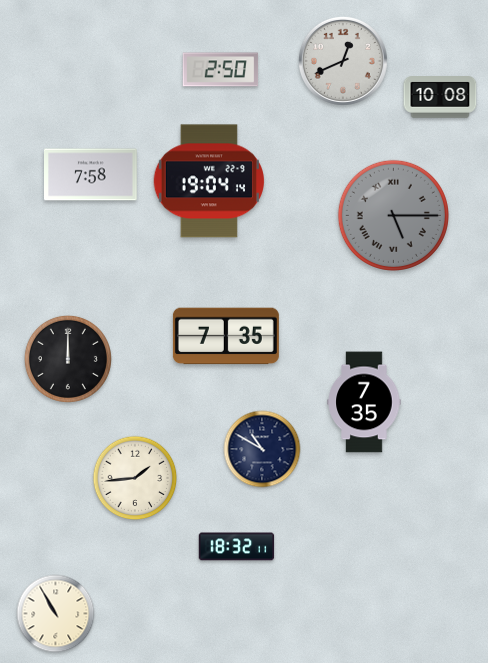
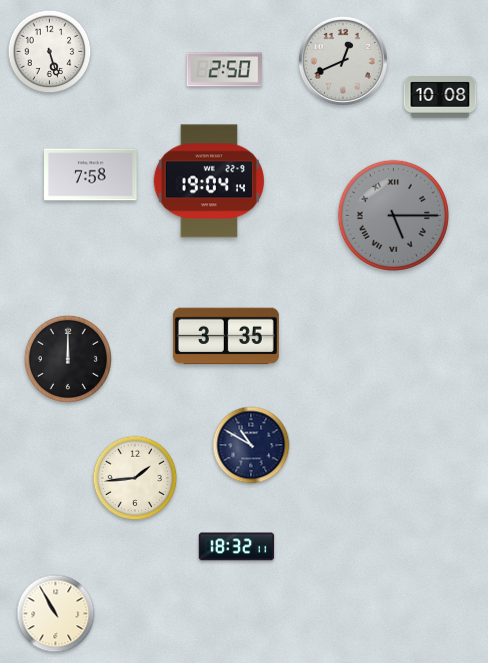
clock at (50, 52): none -> 5:27
clock at (221, 70) position: (221, 70) -> (225, 70)
clock at (226, 336): 7:35 -> 3:35
clock at (364, 402): 7:35 -> none
clock at (262, 449) position: (262, 449) -> (251, 445)
